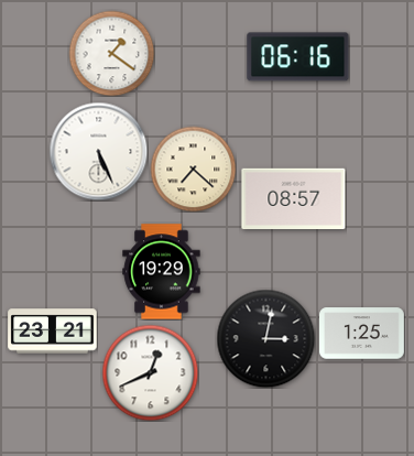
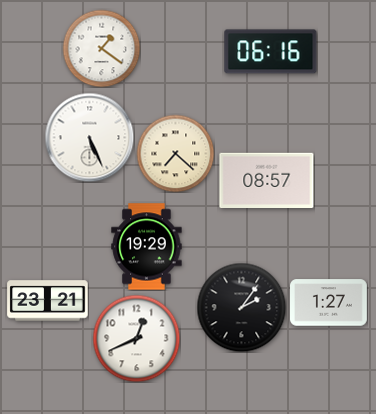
clock at (362, 334): 1:25 -> 1:27
clock at (265, 338): 3:02 -> 2:06
